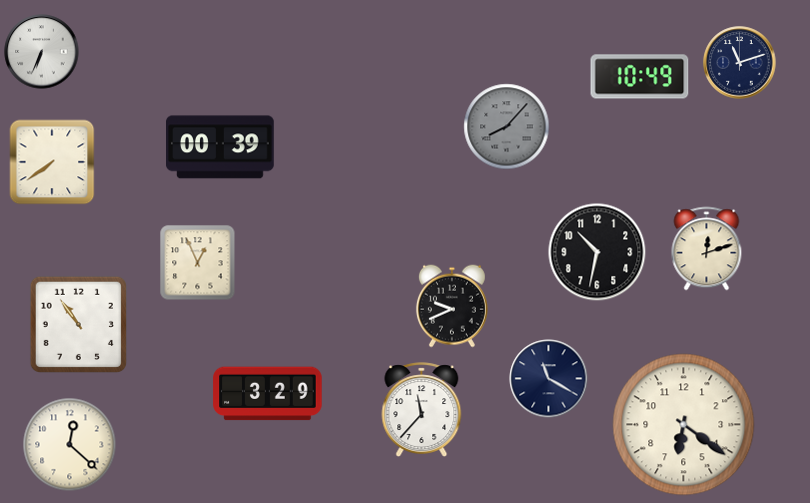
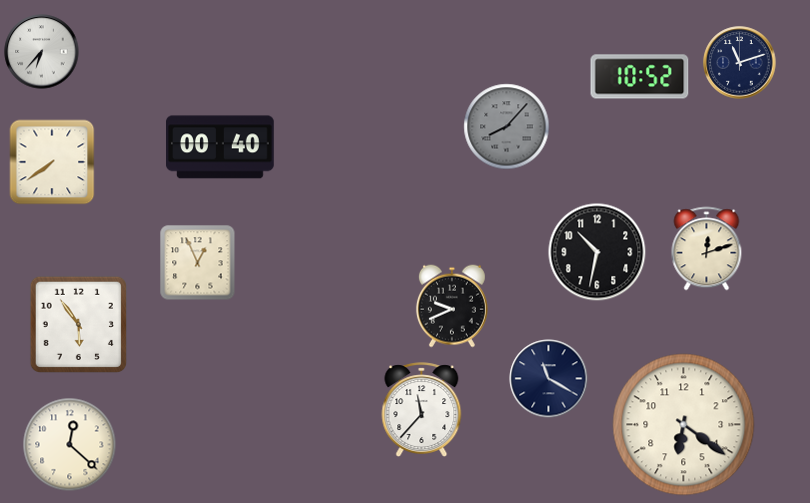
clock at (42, 52): 6:34 -> 6:37
clock at (640, 77): 10:49 -> 10:52
clock at (221, 147): 00:39 -> 00:40
clock at (78, 324): 10:54 -> 5:54
clock at (268, 394): 3:29 -> none
